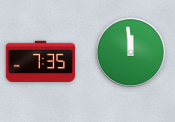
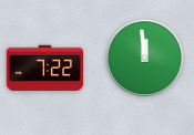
clock at (41, 62): 7:35 -> 7:22
